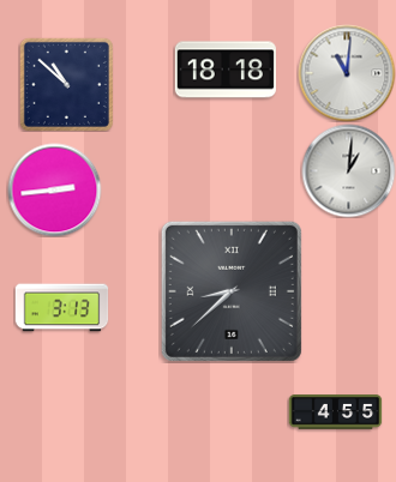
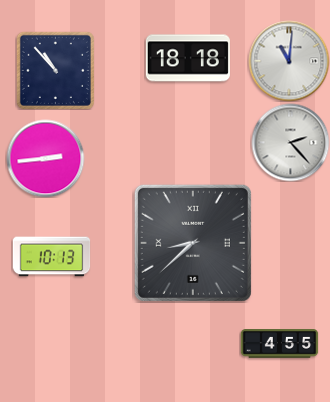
clock at (66, 84): 10:52 -> 10:53
clock at (348, 170): 1:01 -> 2:23
clock at (61, 308): 3:13 -> 10:13
